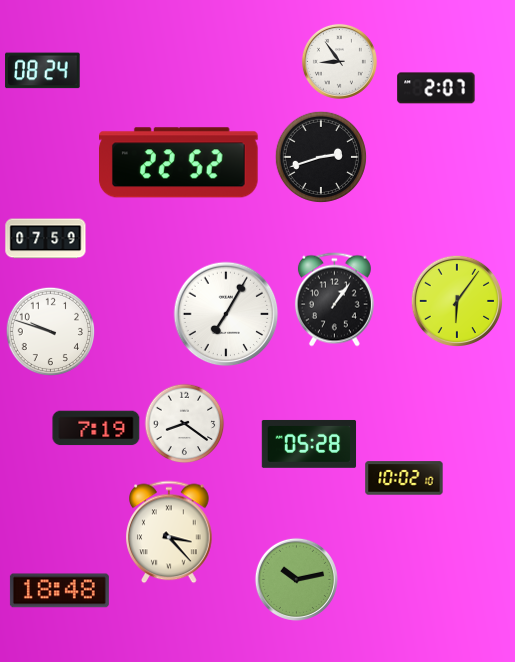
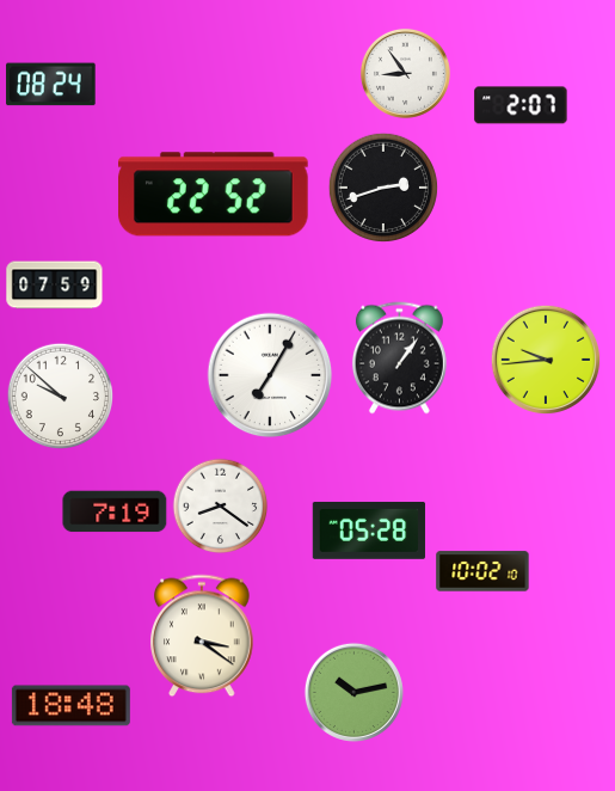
clock at (456, 300): 6:06 -> 9:44
clock at (50, 331): 9:48 -> 9:52
clock at (169, 532): 3:23 -> 3:21
